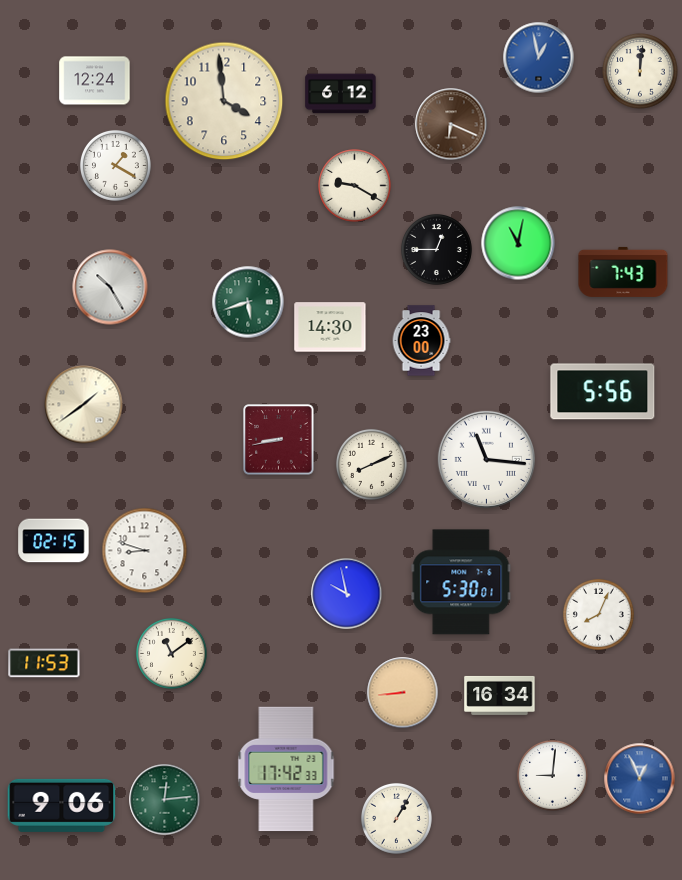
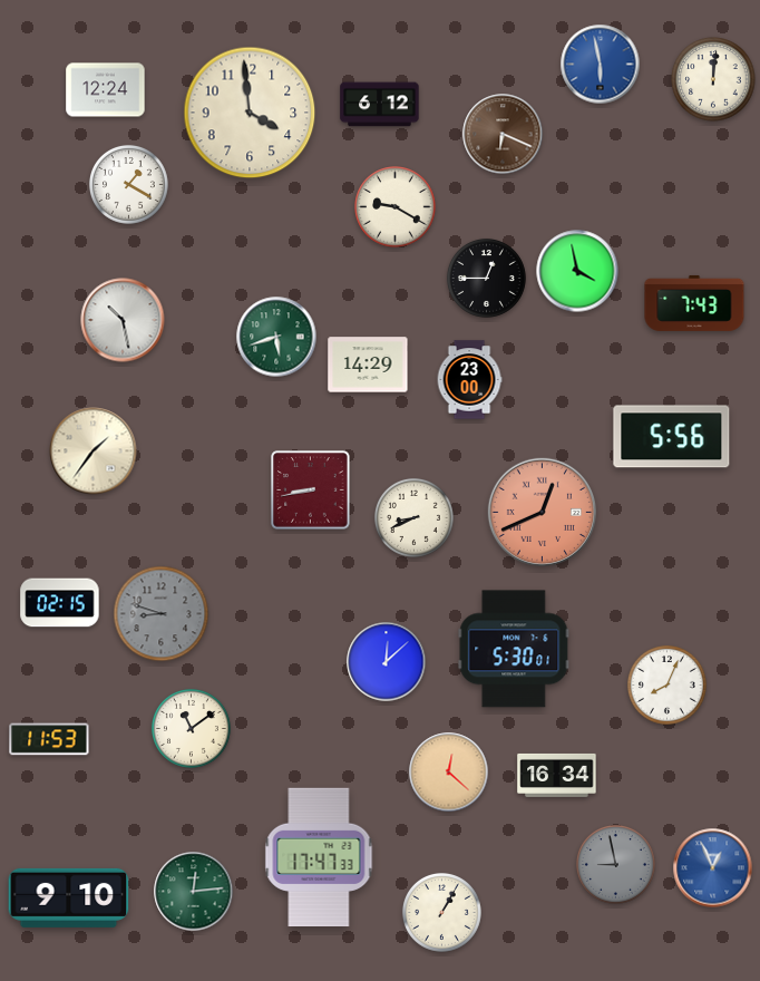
clock at (539, 58): 12:58 -> 5:58
clock at (451, 124) position: (451, 124) -> (503, 134)
clock at (518, 243): 11:02 -> 3:58
clock at (110, 287): 10:25 -> 10:28
clock at (330, 327): 14:30 -> 14:29
clock at (84, 405): 1:39 -> 1:36
clock at (486, 459): 11:16 -> 12:41
clock at (486, 459) dial: white -> salmon
clock at (371, 464): 8:11 -> 8:41
clock at (145, 551) dial: white -> grey
clock at (347, 594): 9:58 -> 12:08
clock at (403, 693): 8:44 -> 12:22
clock at (286, 769): 17:42 -> 17:47
clock at (552, 775): 9:01 -> 8:58
clock at (552, 775) dial: white -> grey
clock at (165, 800) position: (165, 800) -> (194, 892)
clock at (62, 805): 9:06 -> 9:10
